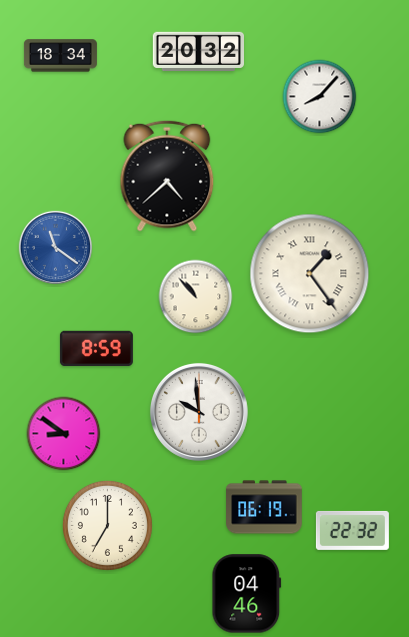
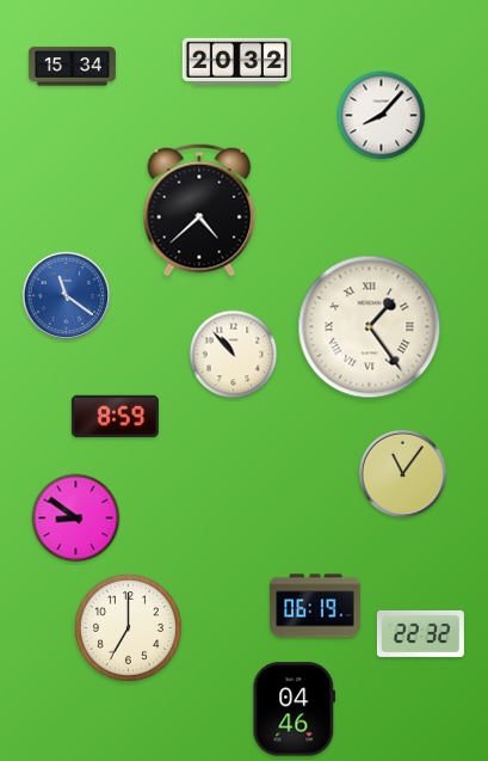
clock at (60, 56): 18:34 -> 15:34
clock at (402, 473): none -> 11:06
clock at (199, 412): 9:59 -> none
